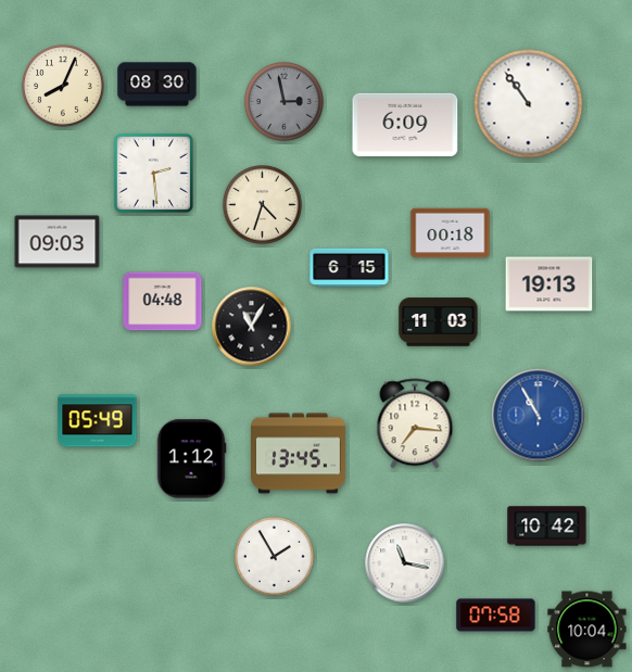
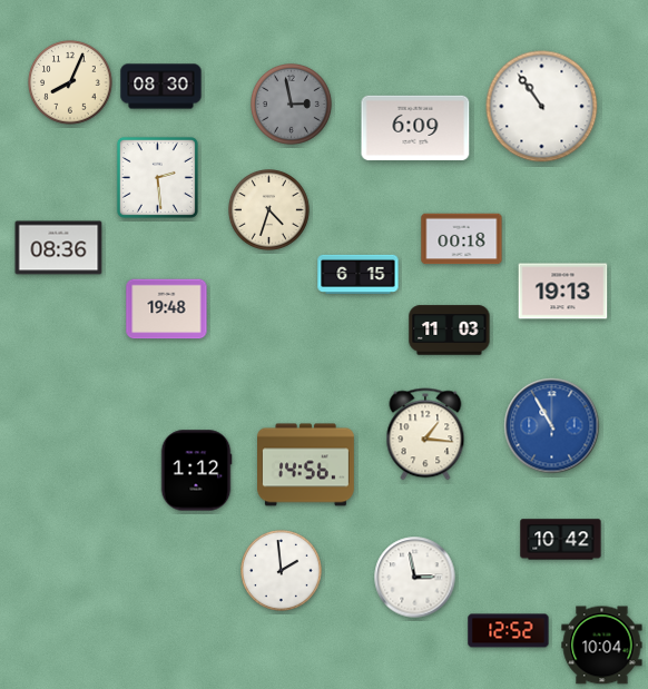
clock at (63, 86) position: (63, 86) -> (70, 82)
clock at (58, 242): 09:03 -> 08:36
clock at (163, 302): 04:48 -> 19:48
clock at (252, 327): 11:05 -> none
clock at (98, 421): 05:49 -> none
clock at (415, 423): 7:16 -> 1:16
clock at (299, 454): 13:45 -> 14:56
clock at (275, 557): 1:55 -> 1:59
clock at (405, 563): 11:17 -> 2:58
clock at (496, 616): 07:58 -> 12:52
